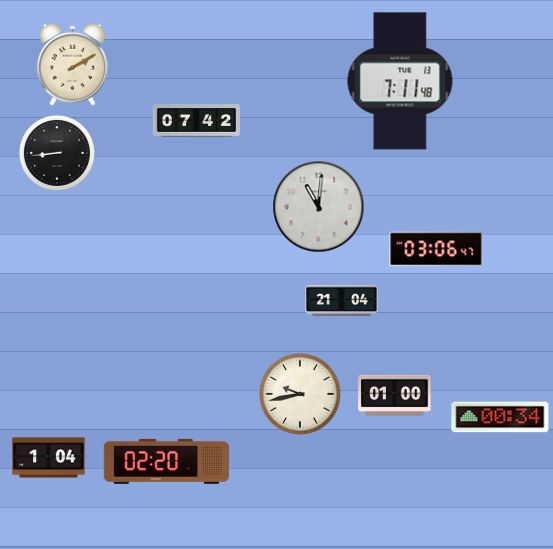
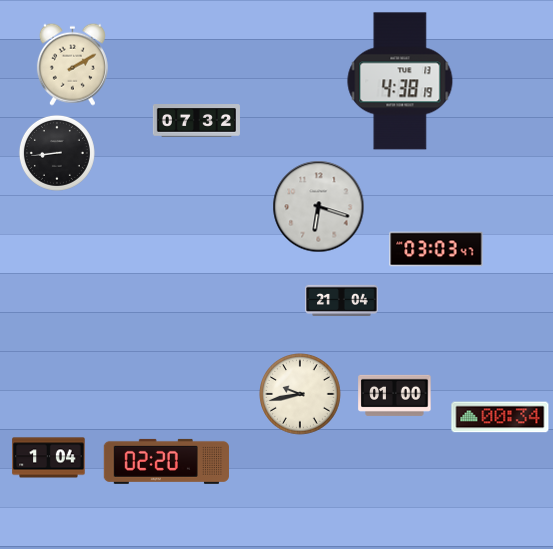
clock at (400, 81): 7:11 -> 4:38
clock at (196, 121): 07:42 -> 07:32
clock at (319, 207): 11:01 -> 6:18
clock at (436, 249): 03:06 -> 03:03
